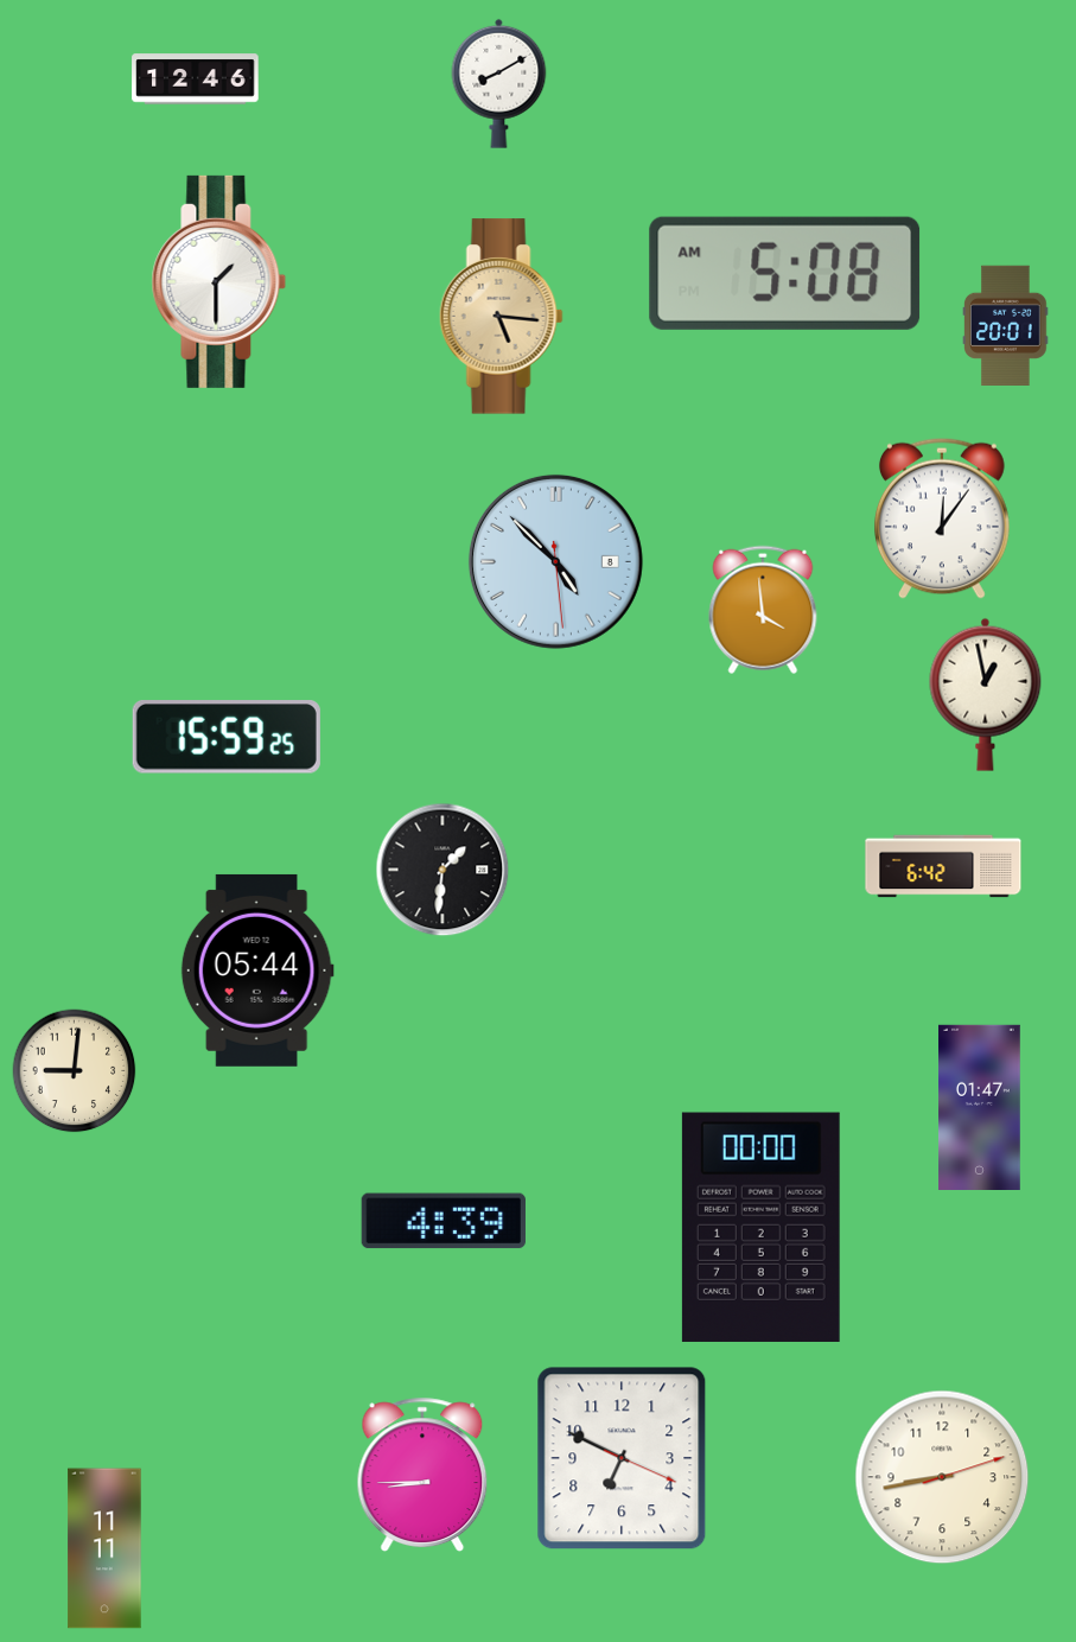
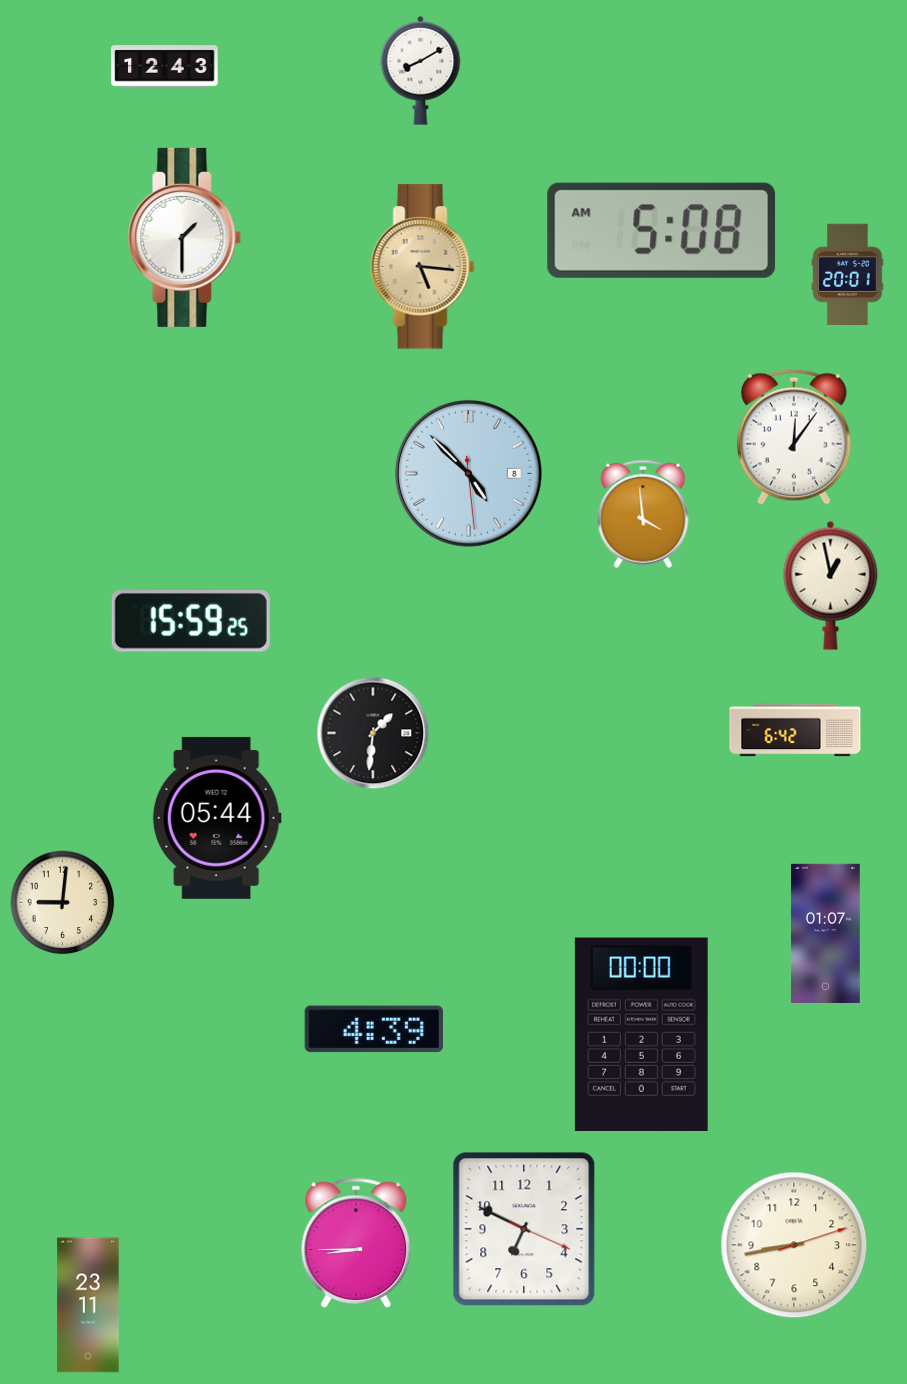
clock at (196, 79): 12:46 -> 12:43
clock at (980, 1107): 01:47 -> 01:07
clock at (104, 1548): 11:11 -> 23:11
